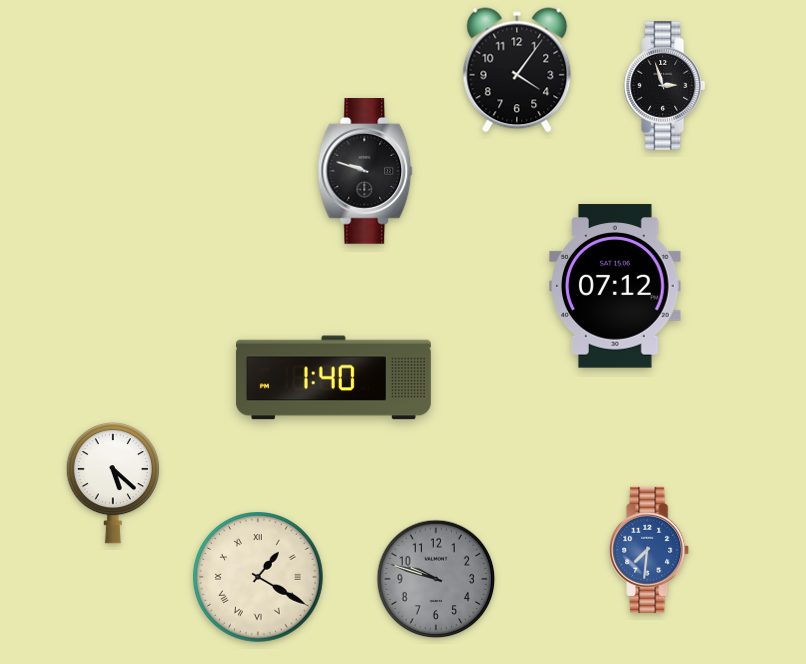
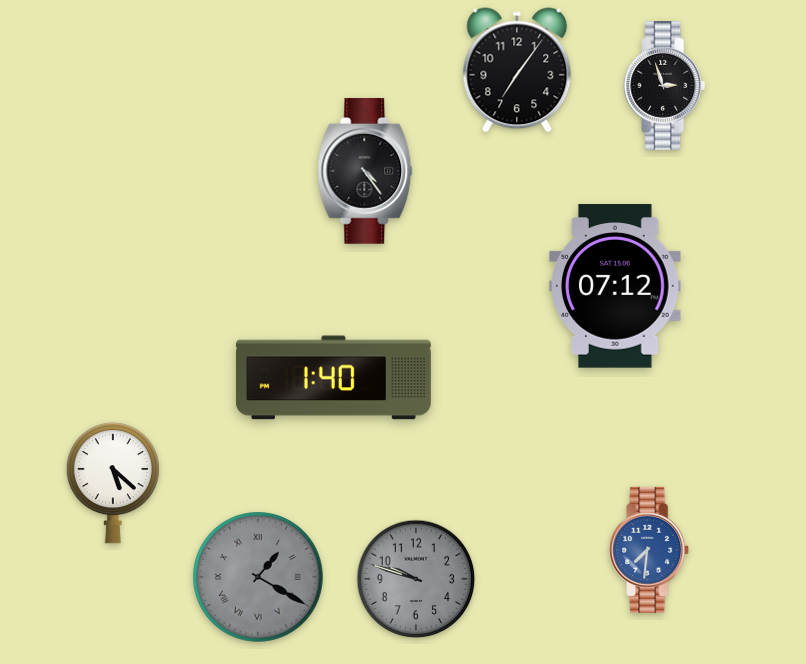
clock at (517, 70): 4:06 -> 7:06
clock at (365, 172): 9:48 -> 4:24
clock at (259, 578) dial: cream -> grey
clock at (436, 579) position: (436, 579) -> (416, 579)
